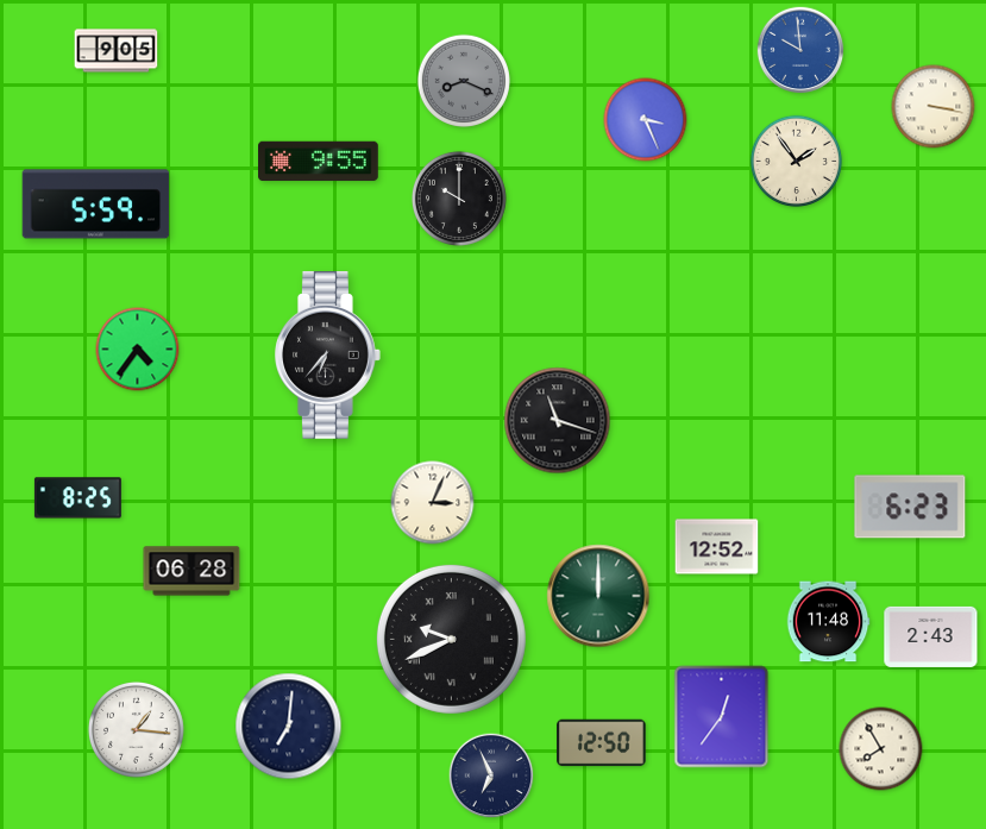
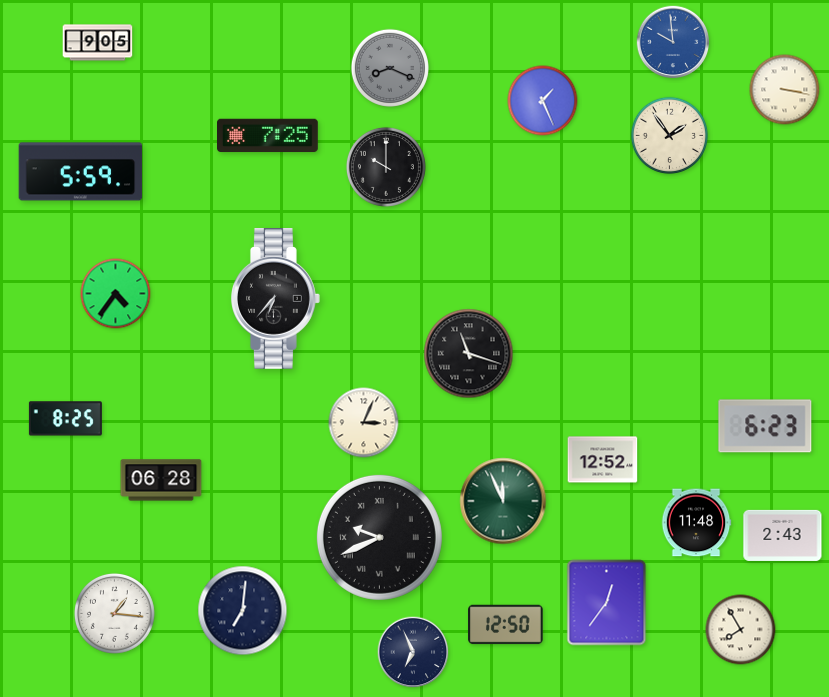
clock at (646, 120): 3:26 -> 1:26
clock at (319, 162): 9:55 -> 7:25
clock at (598, 596): 12:00 -> 11:56
